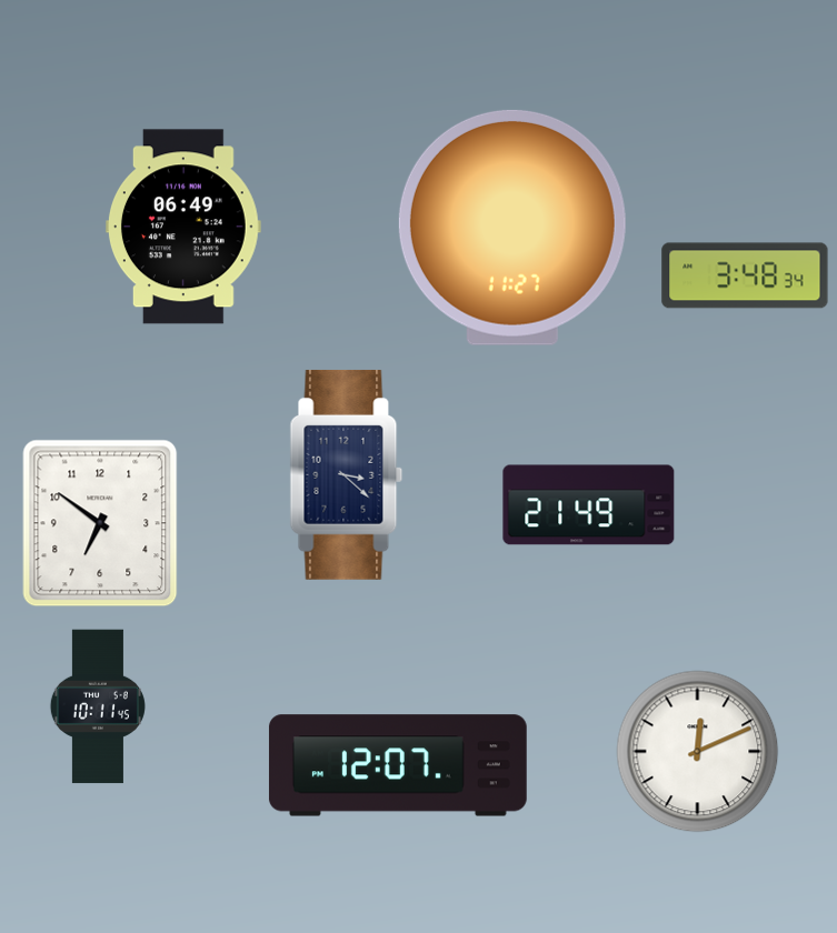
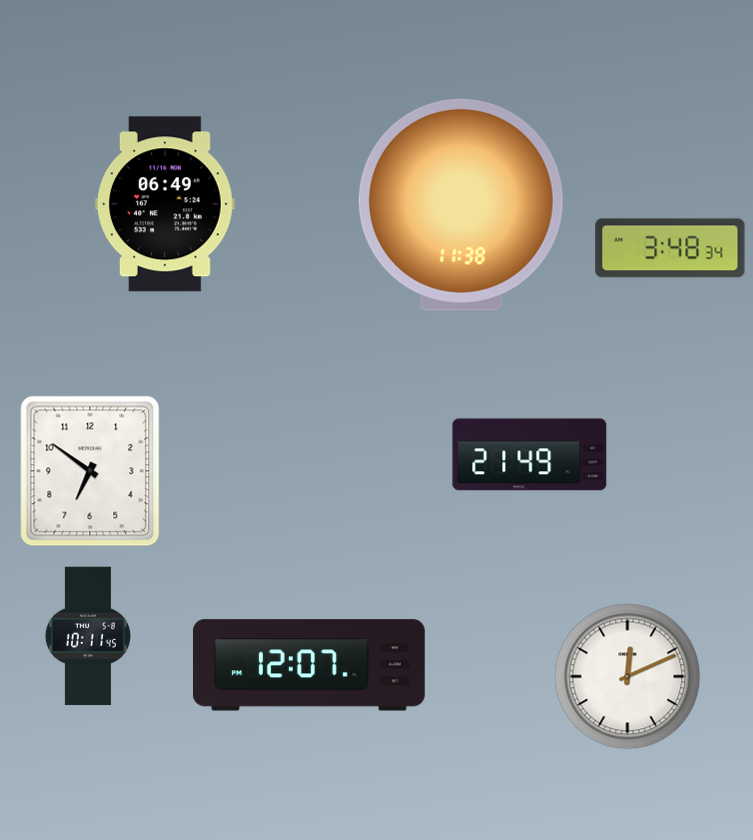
clock at (512, 228): 11:27 -> 11:38
clock at (347, 474): 3:22 -> none
clock at (398, 765) position: (398, 765) -> (309, 665)
